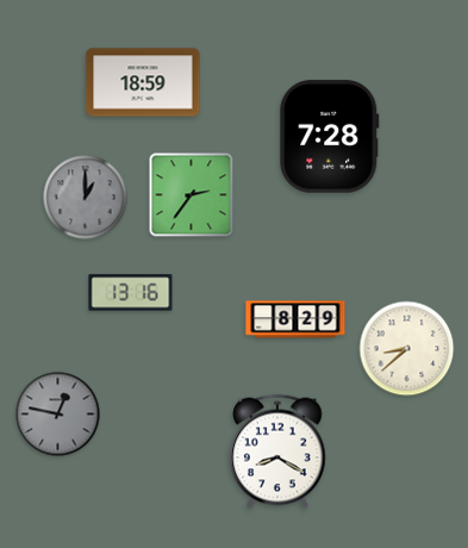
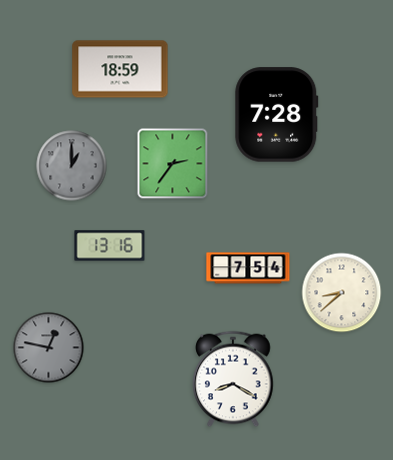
clock at (192, 195) position: (192, 195) -> (173, 164)
clock at (295, 319): 8:29 -> 7:54
